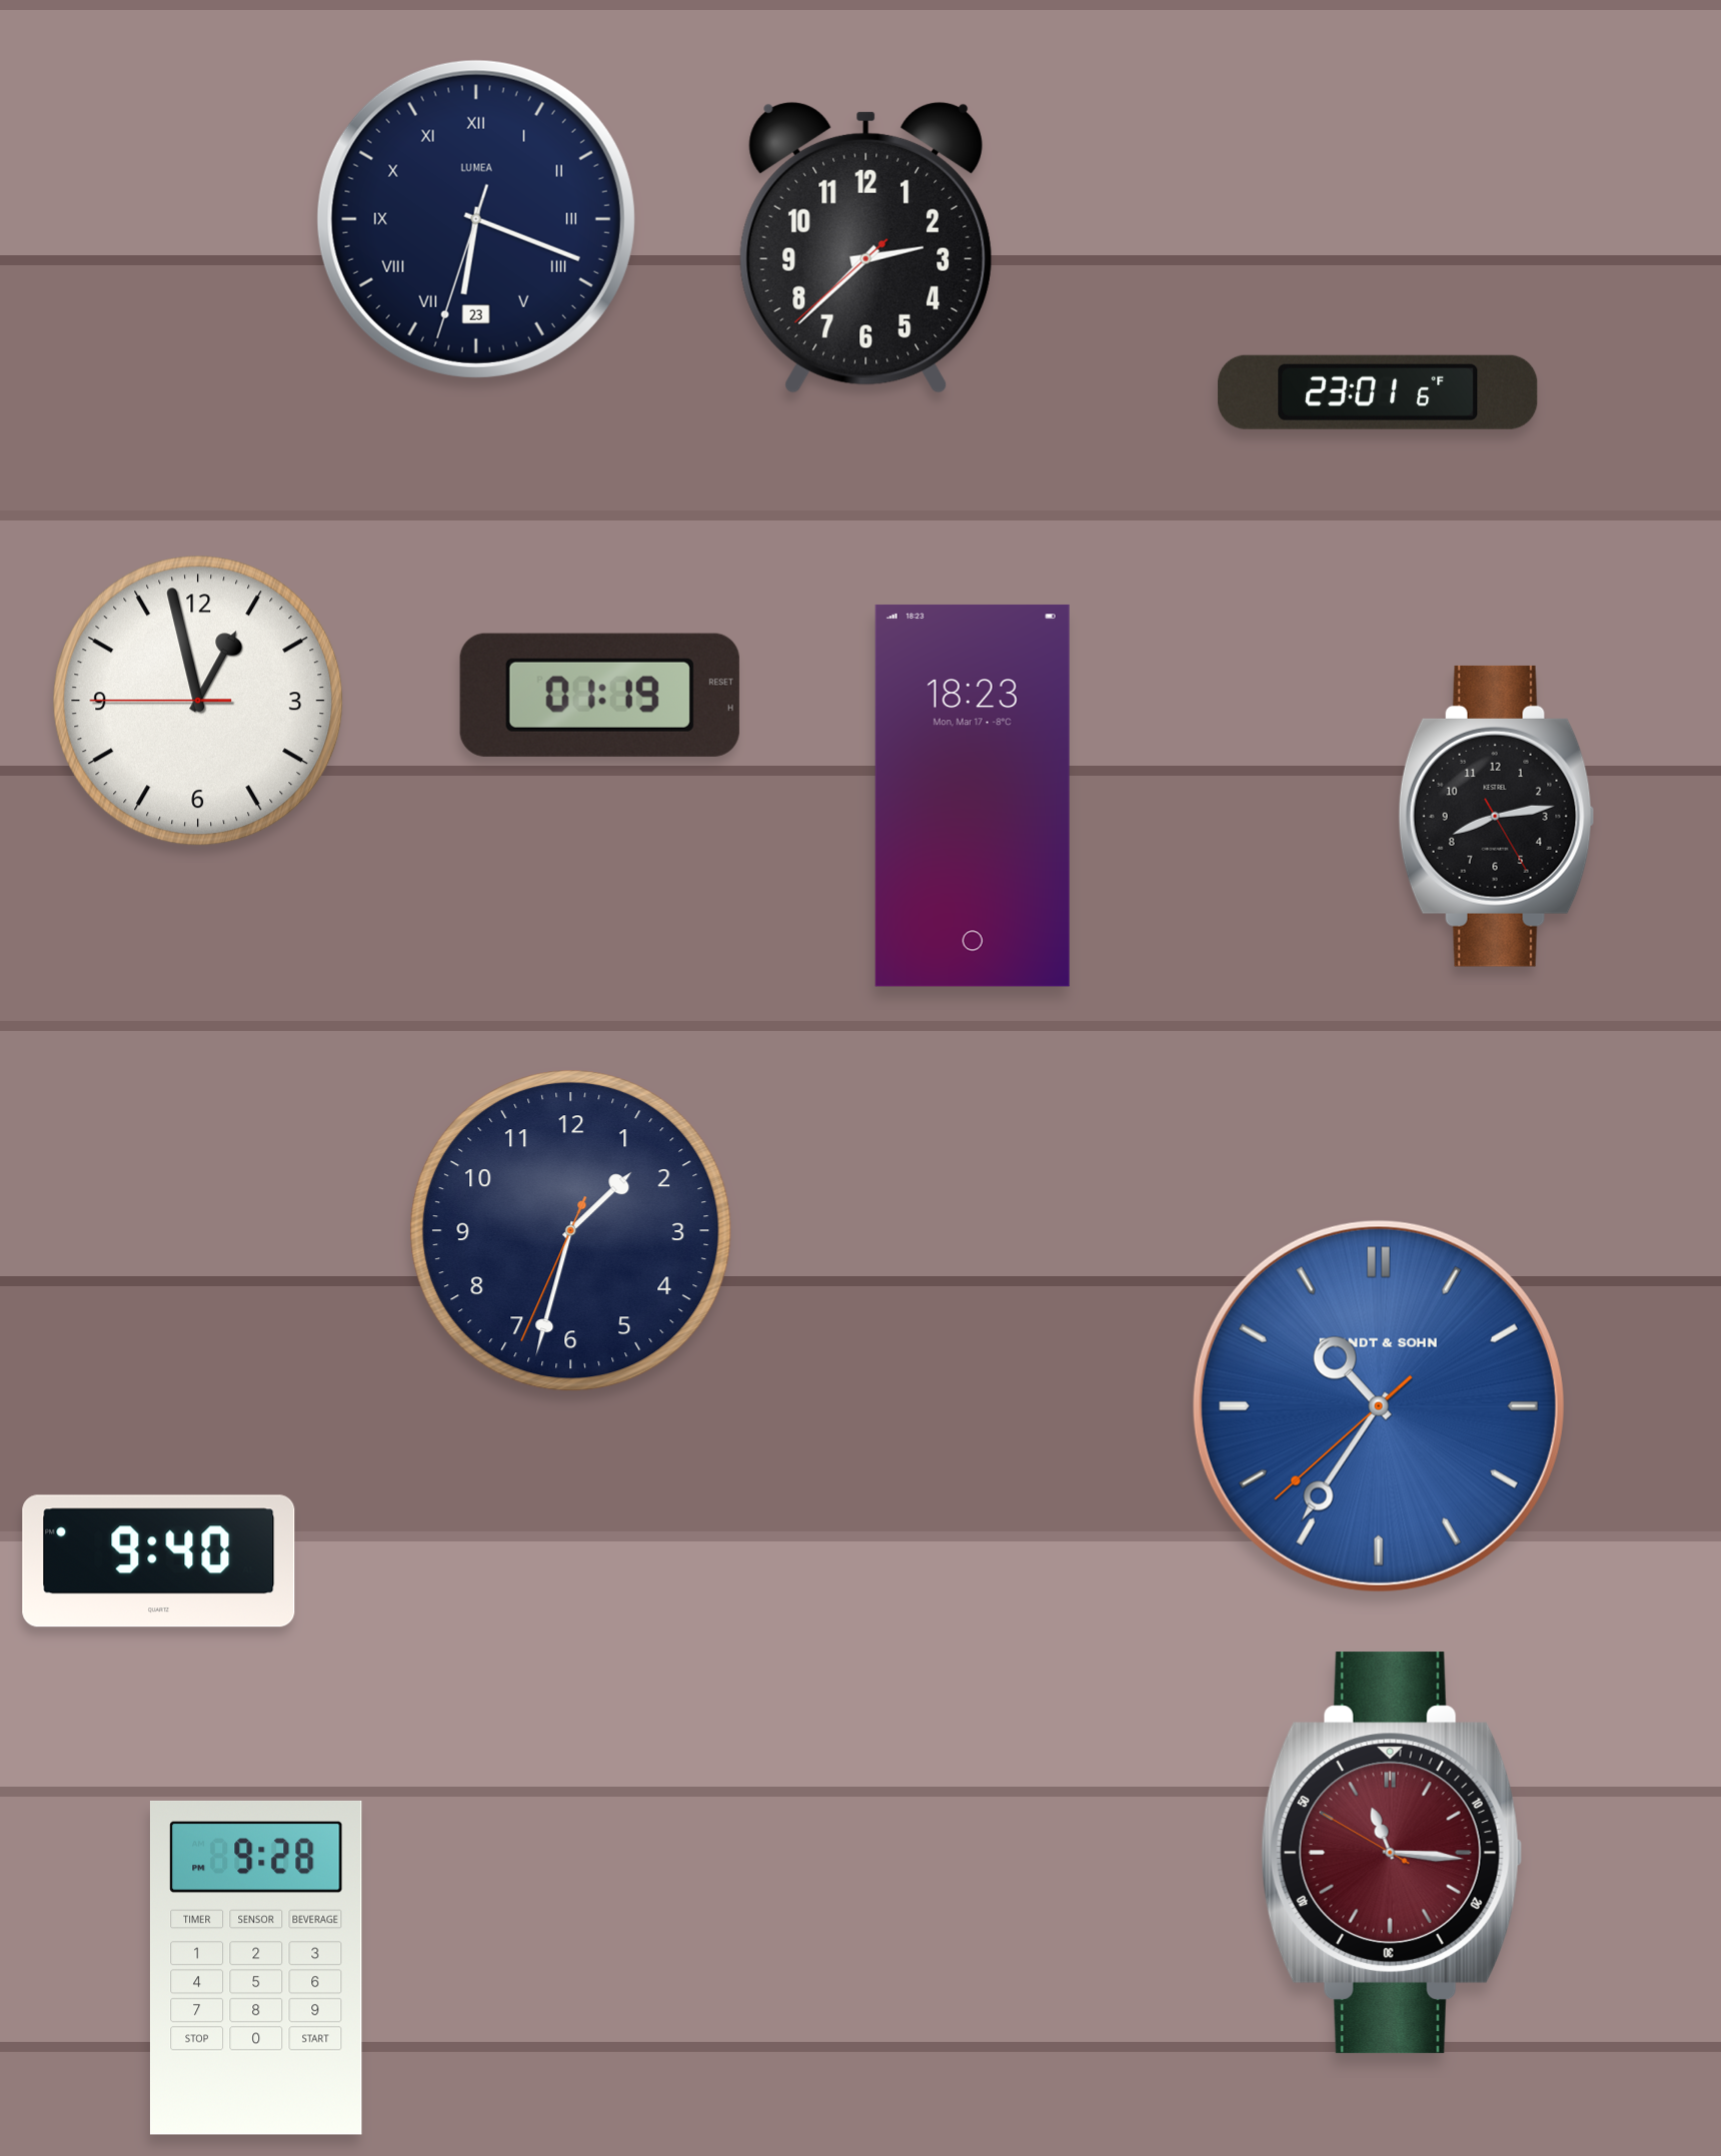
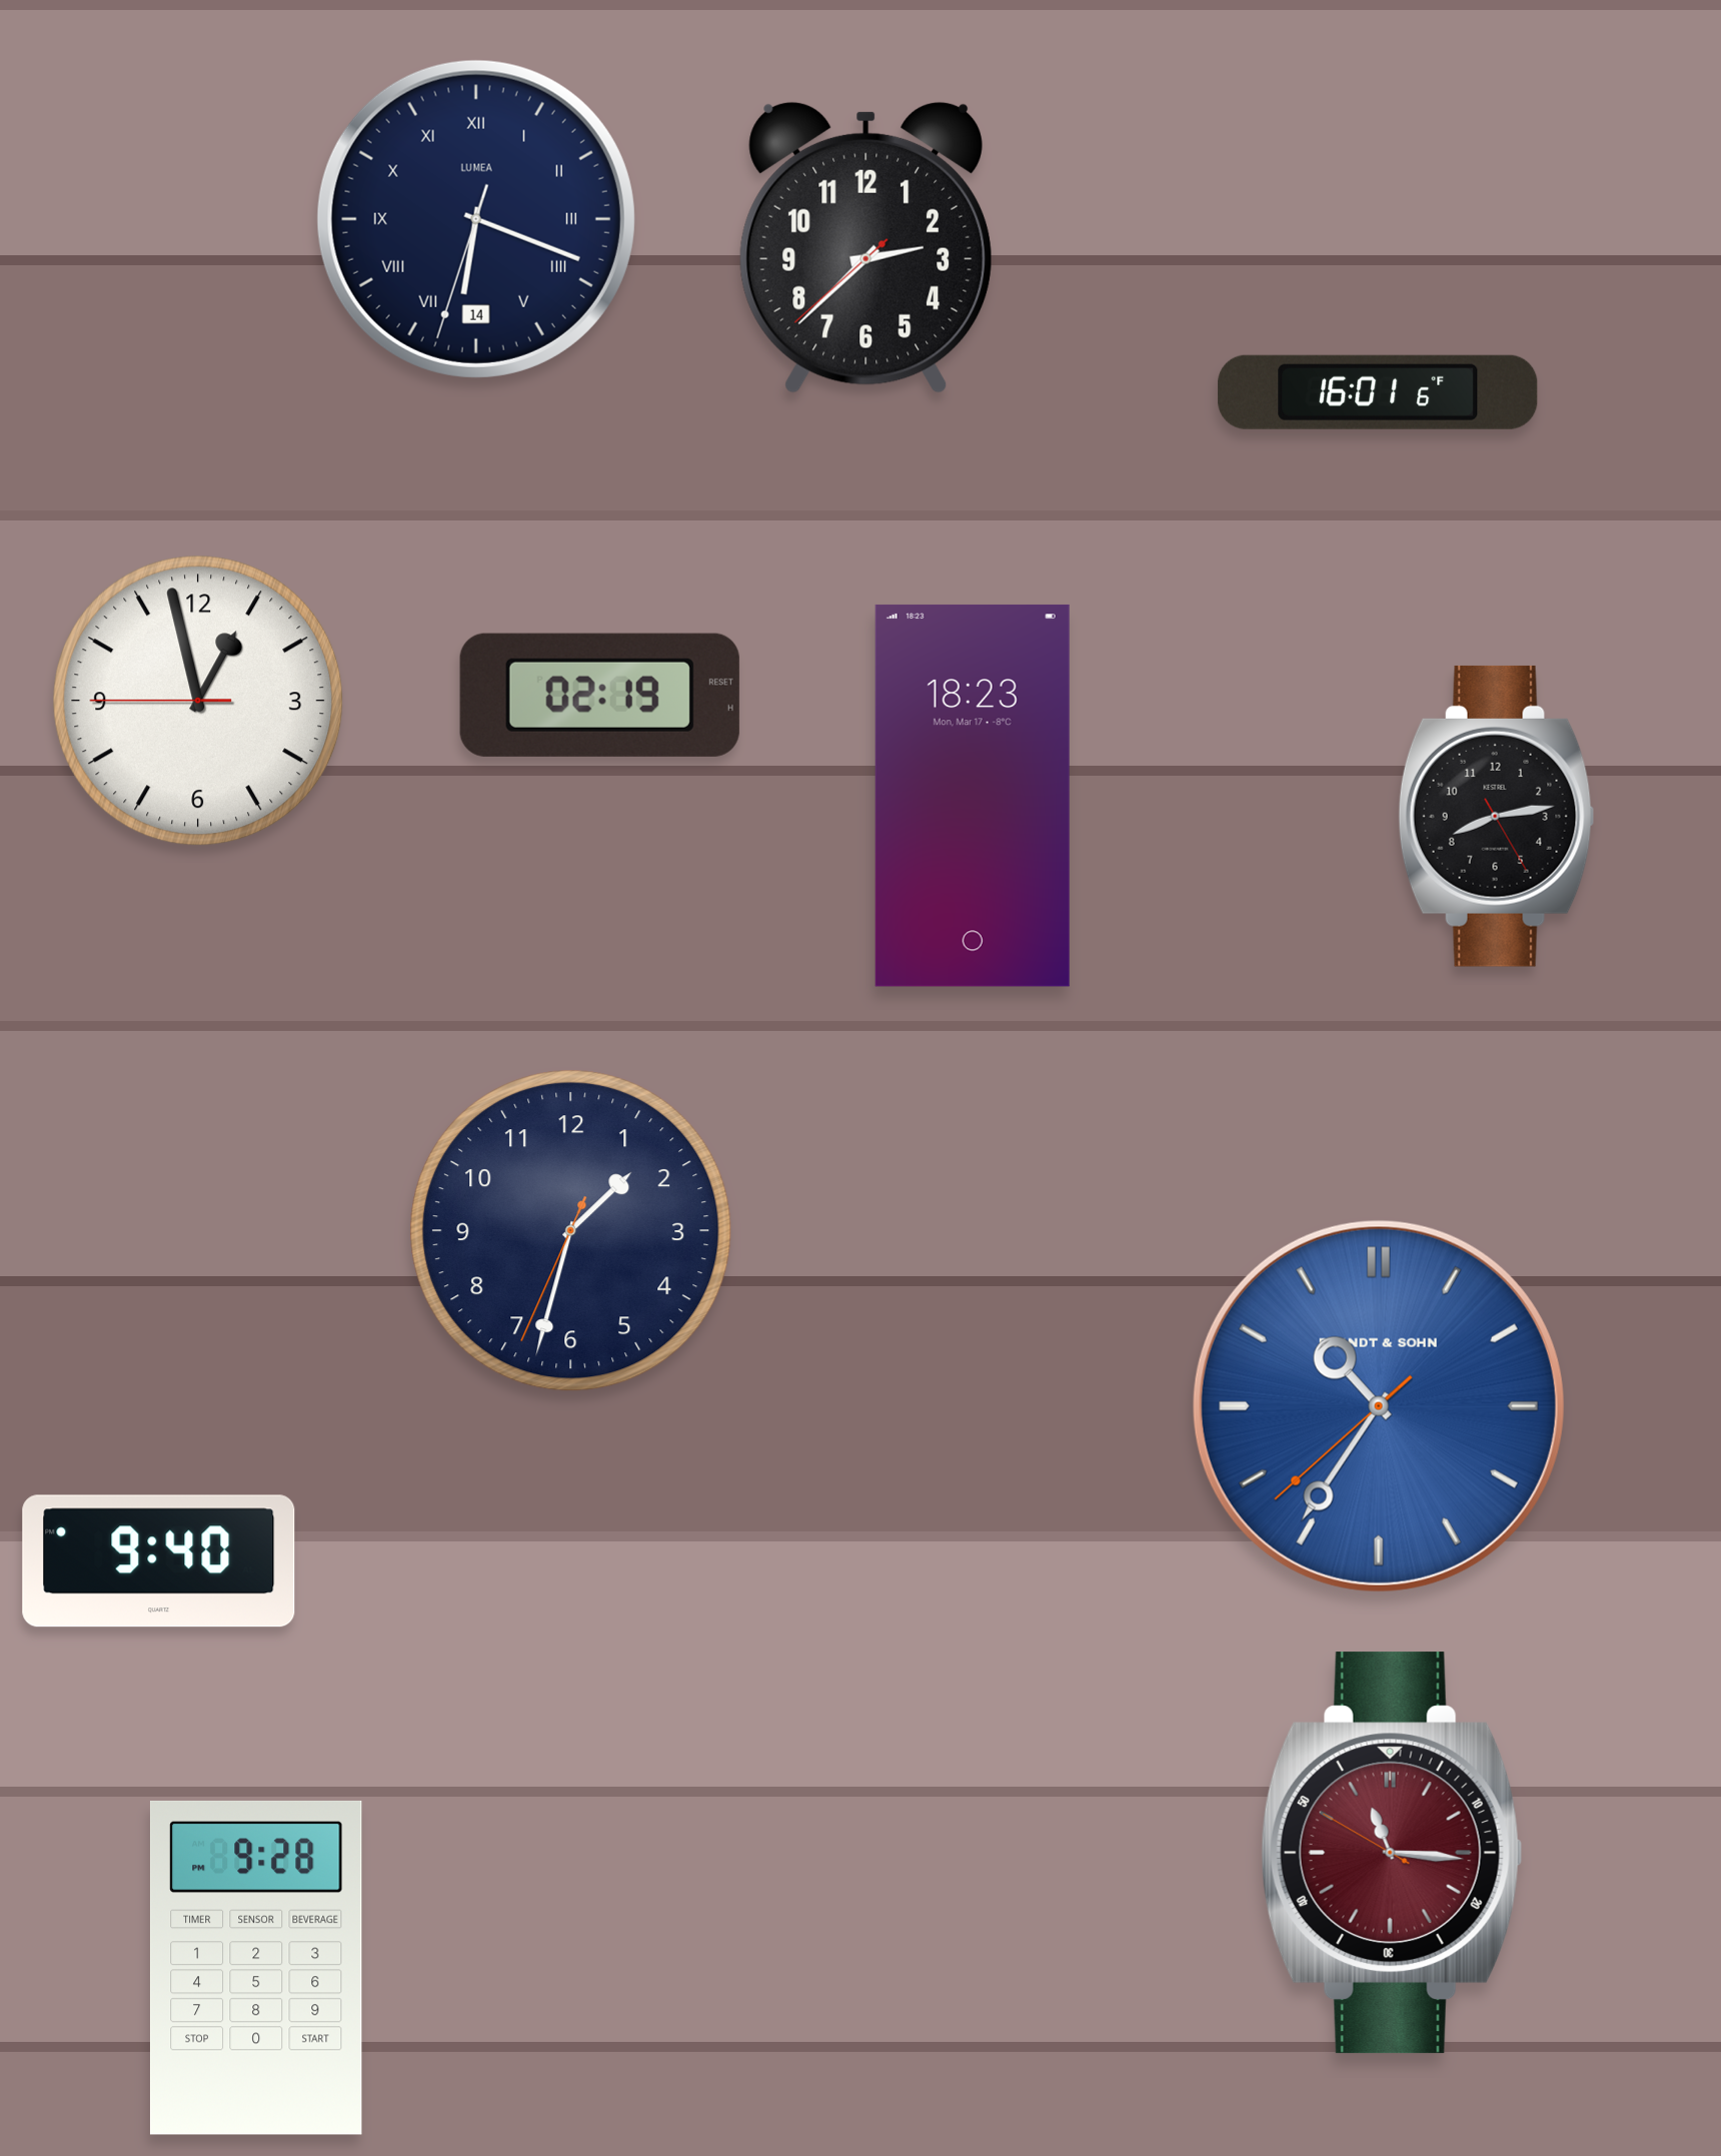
clock at (476, 219) date: 23 -> 14
clock at (1378, 392): 23:01 -> 16:01
clock at (599, 695): 01:19 -> 02:19
